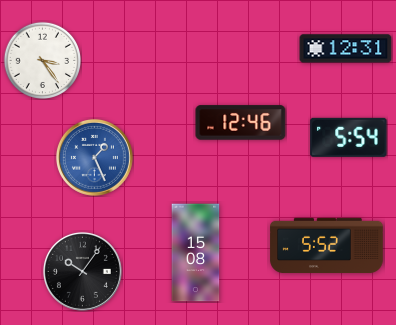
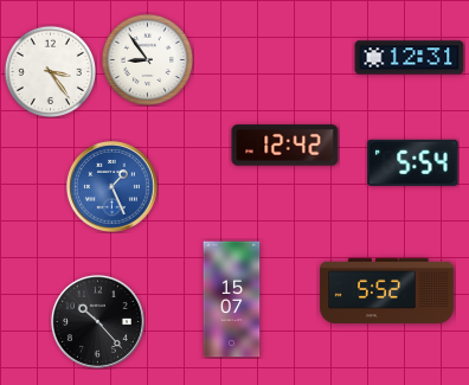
clock at (147, 59): none -> 8:54
clock at (241, 123): 12:46 -> 12:42
clock at (196, 253): 15:08 -> 15:07
clock at (82, 271): 10:06 -> 10:23
